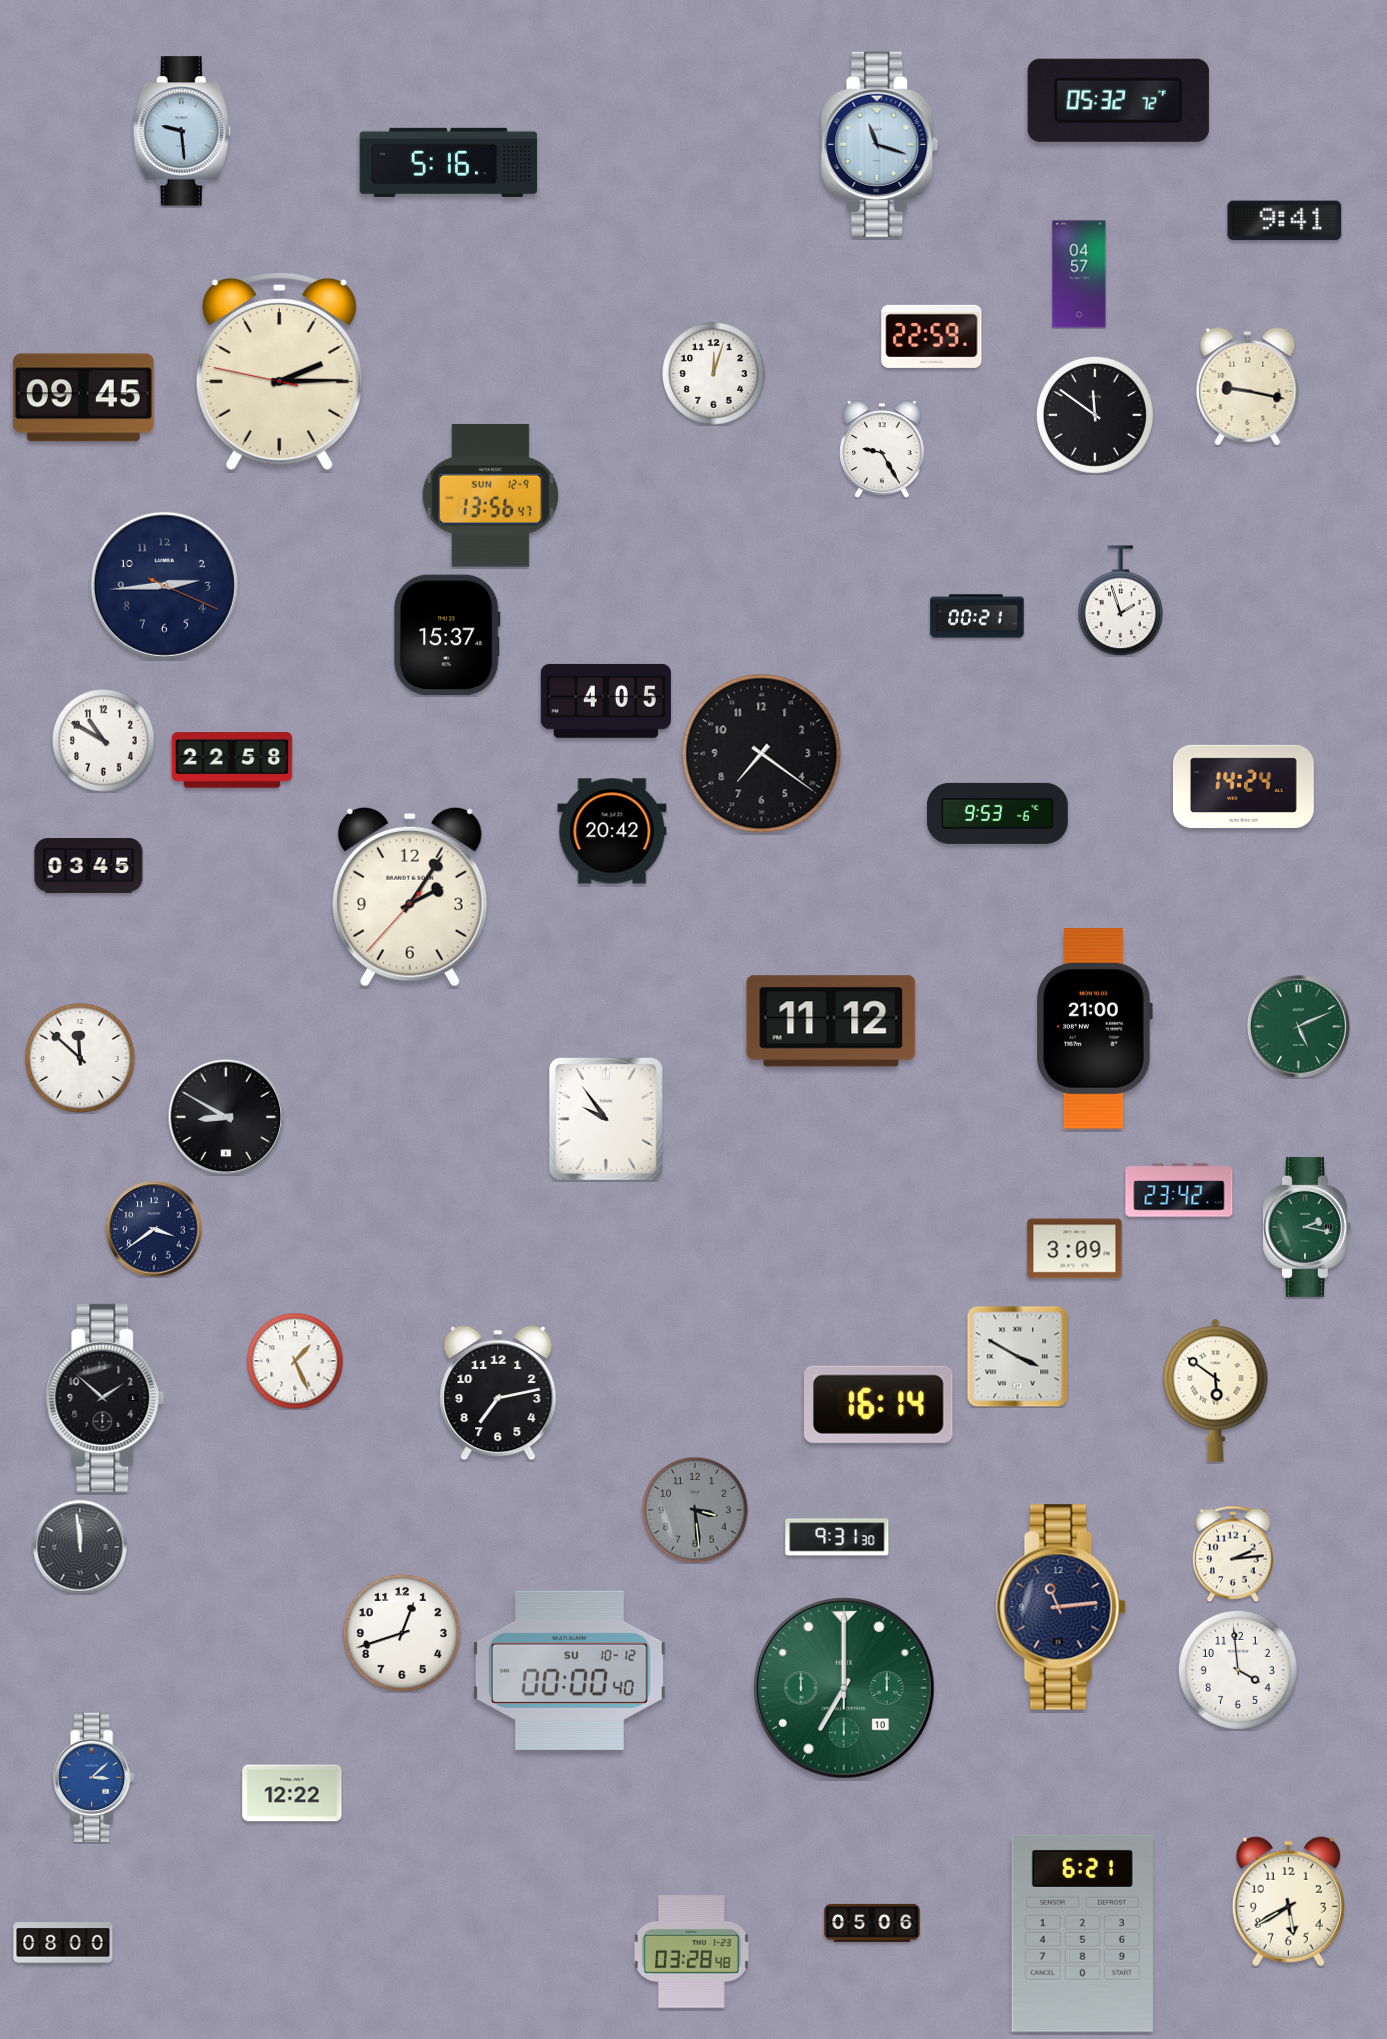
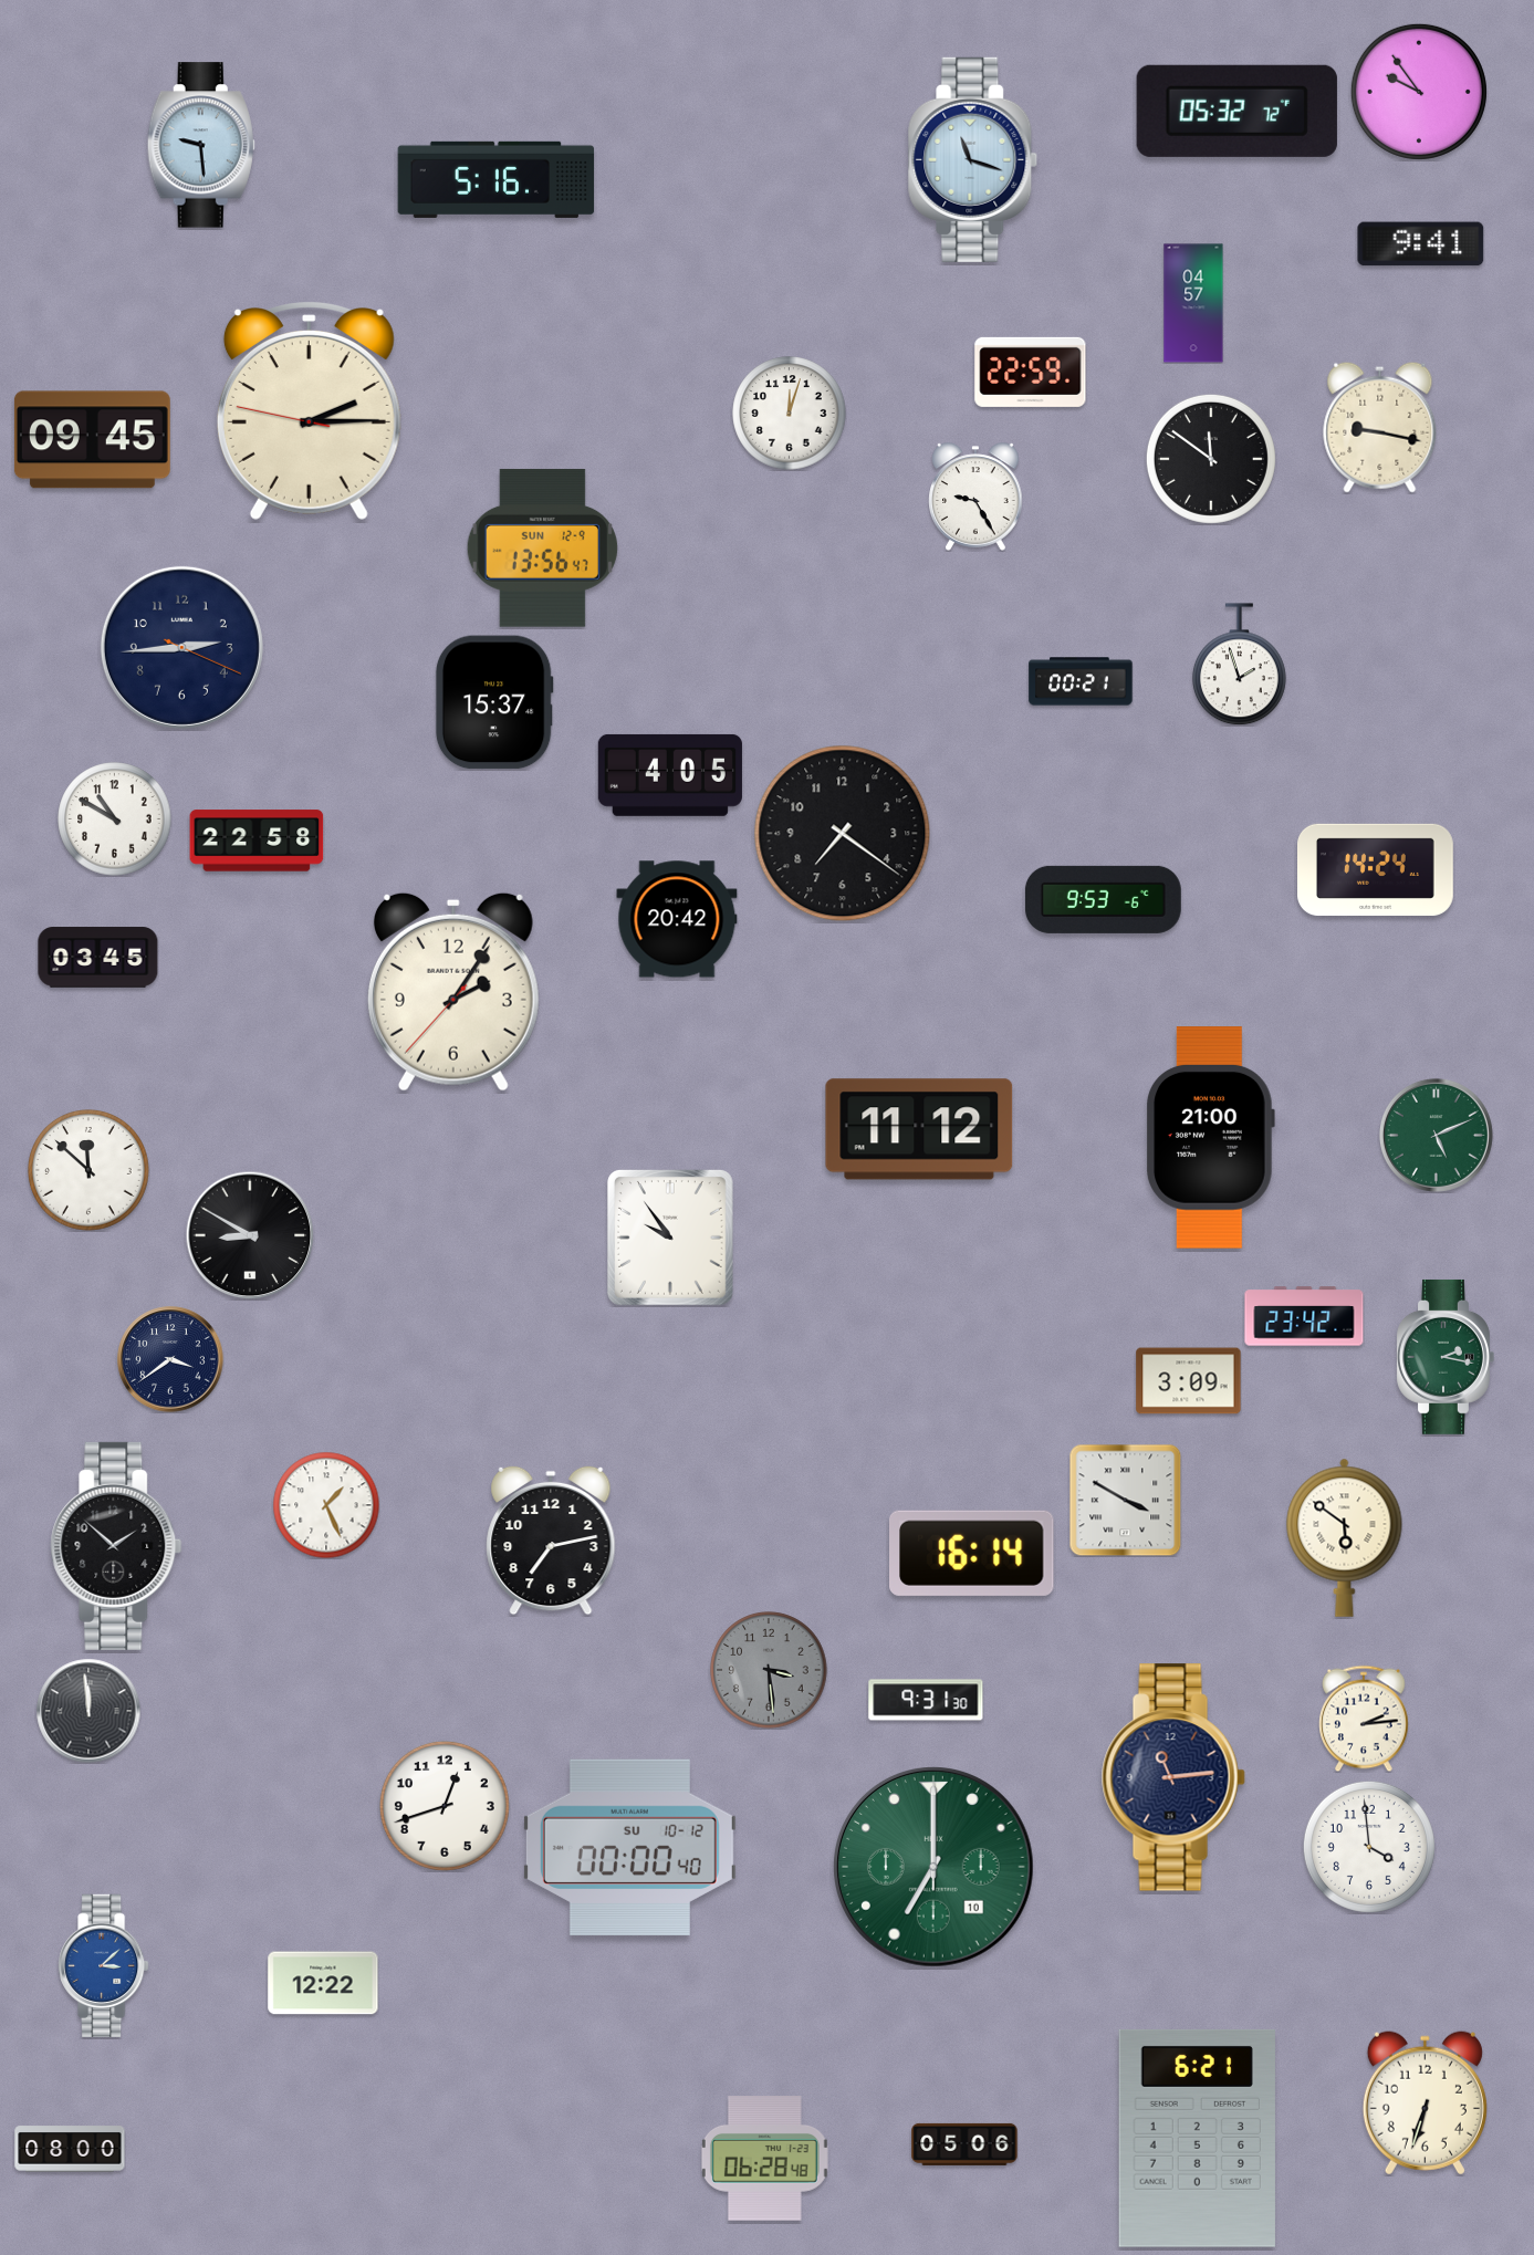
clock at (1419, 92): none -> 9:54
clock at (1288, 1902): 5:40 -> 6:33
clock at (872, 1923) position: (872, 1923) -> (964, 2144)
clock at (691, 1952): 03:28 -> 06:28
